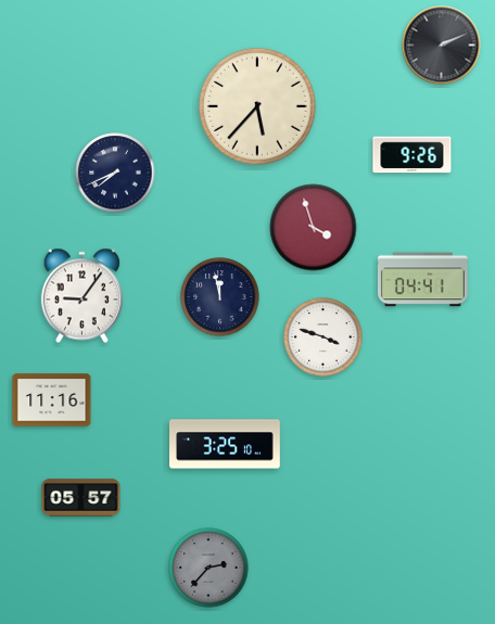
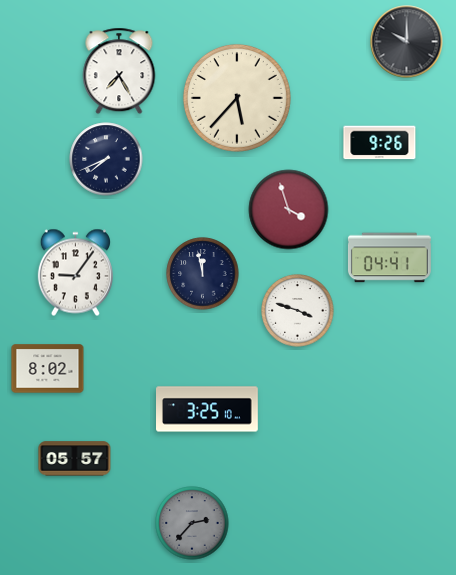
clock at (442, 46): 2:11 -> 10:00
clock at (119, 71): none -> 7:25
clock at (52, 400): 11:16 -> 8:02
